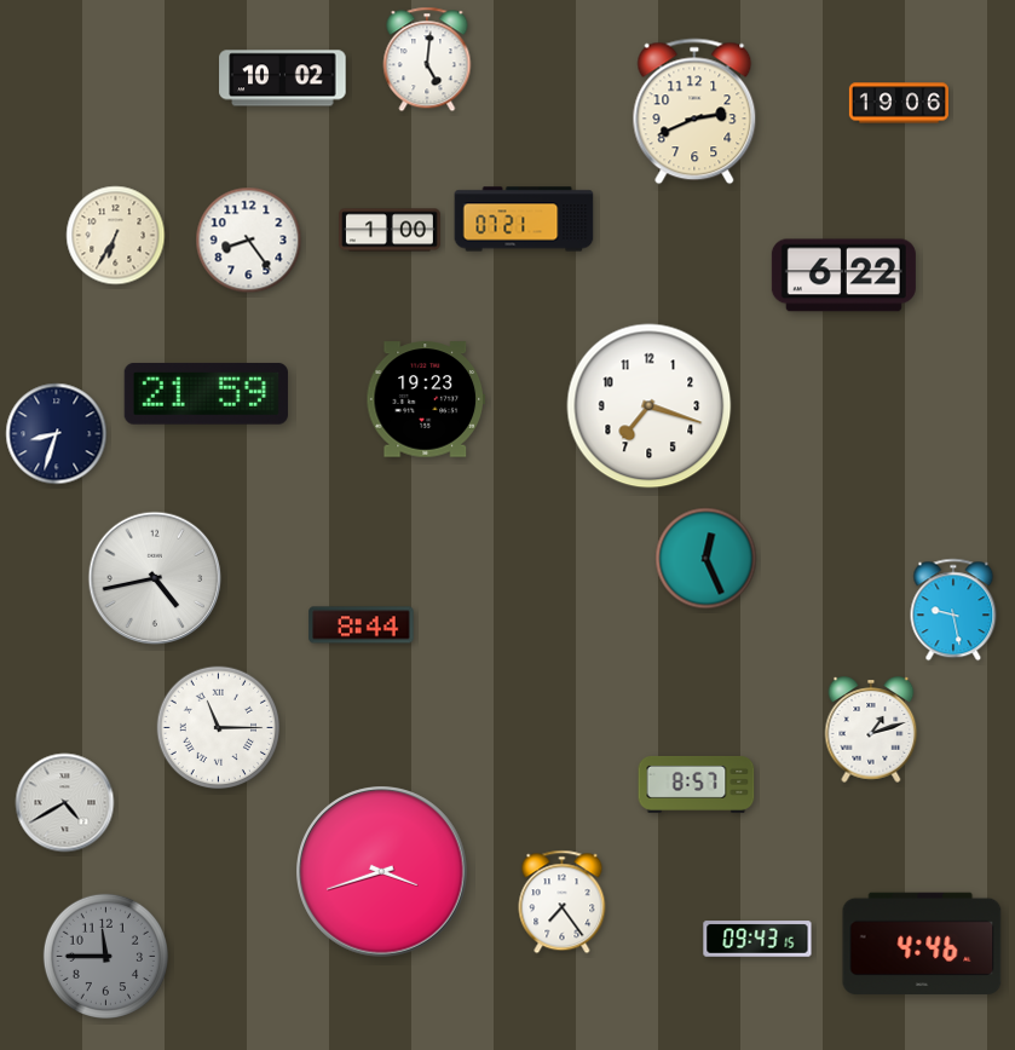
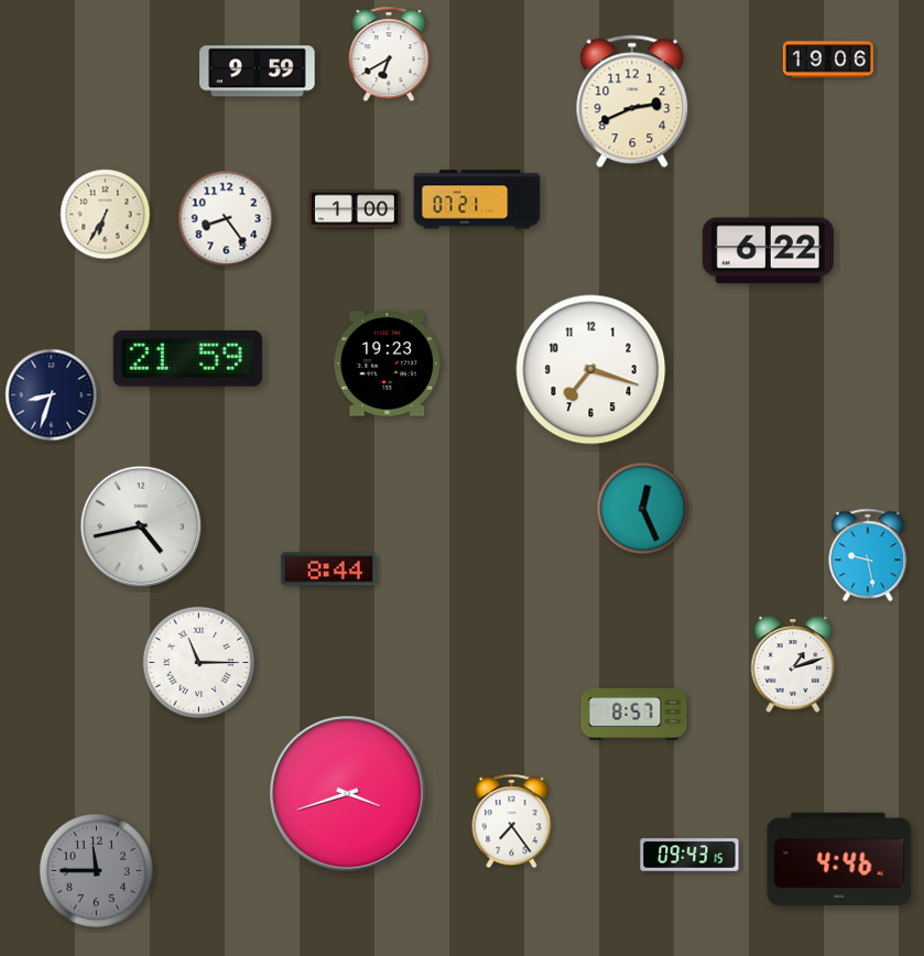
clock at (427, 59): 5:01 -> 6:40
clock at (283, 79): 10:02 -> 9:59
clock at (899, 103) position: (899, 103) -> (828, 59)
clock at (65, 803): 4:40 -> none
